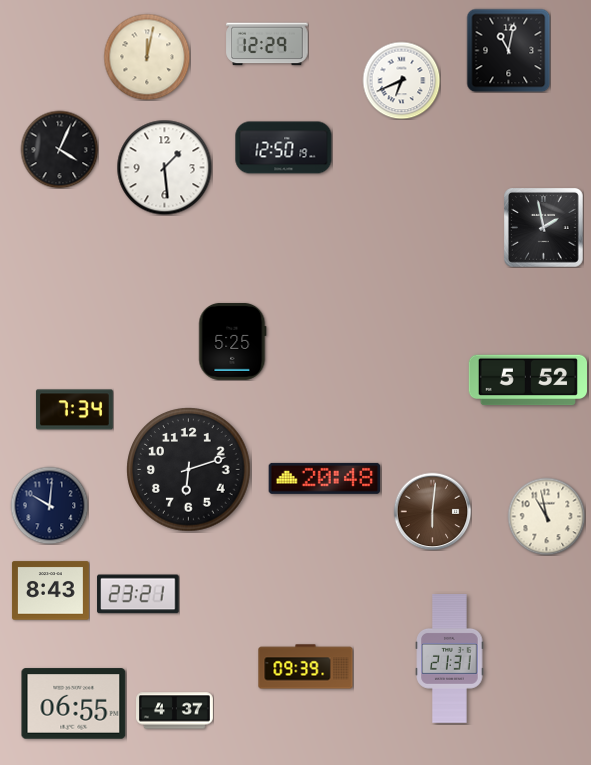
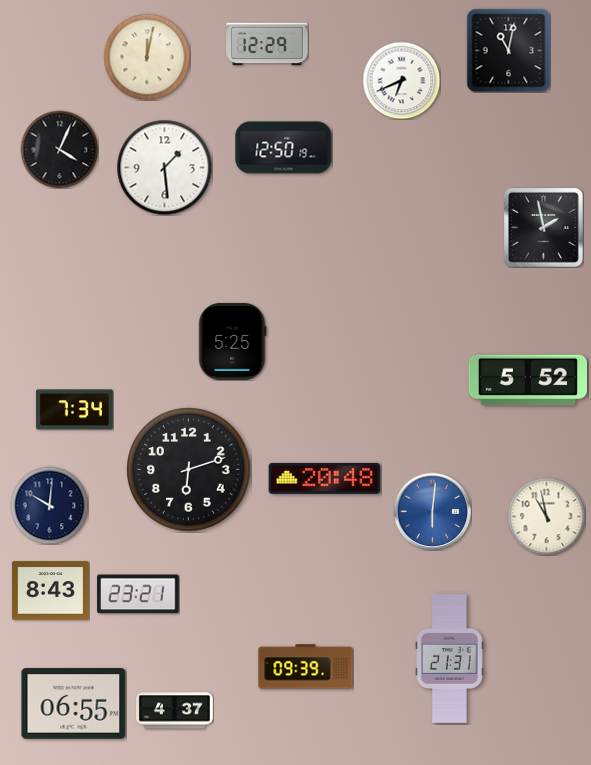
clock at (432, 511) dial: brown -> blue
